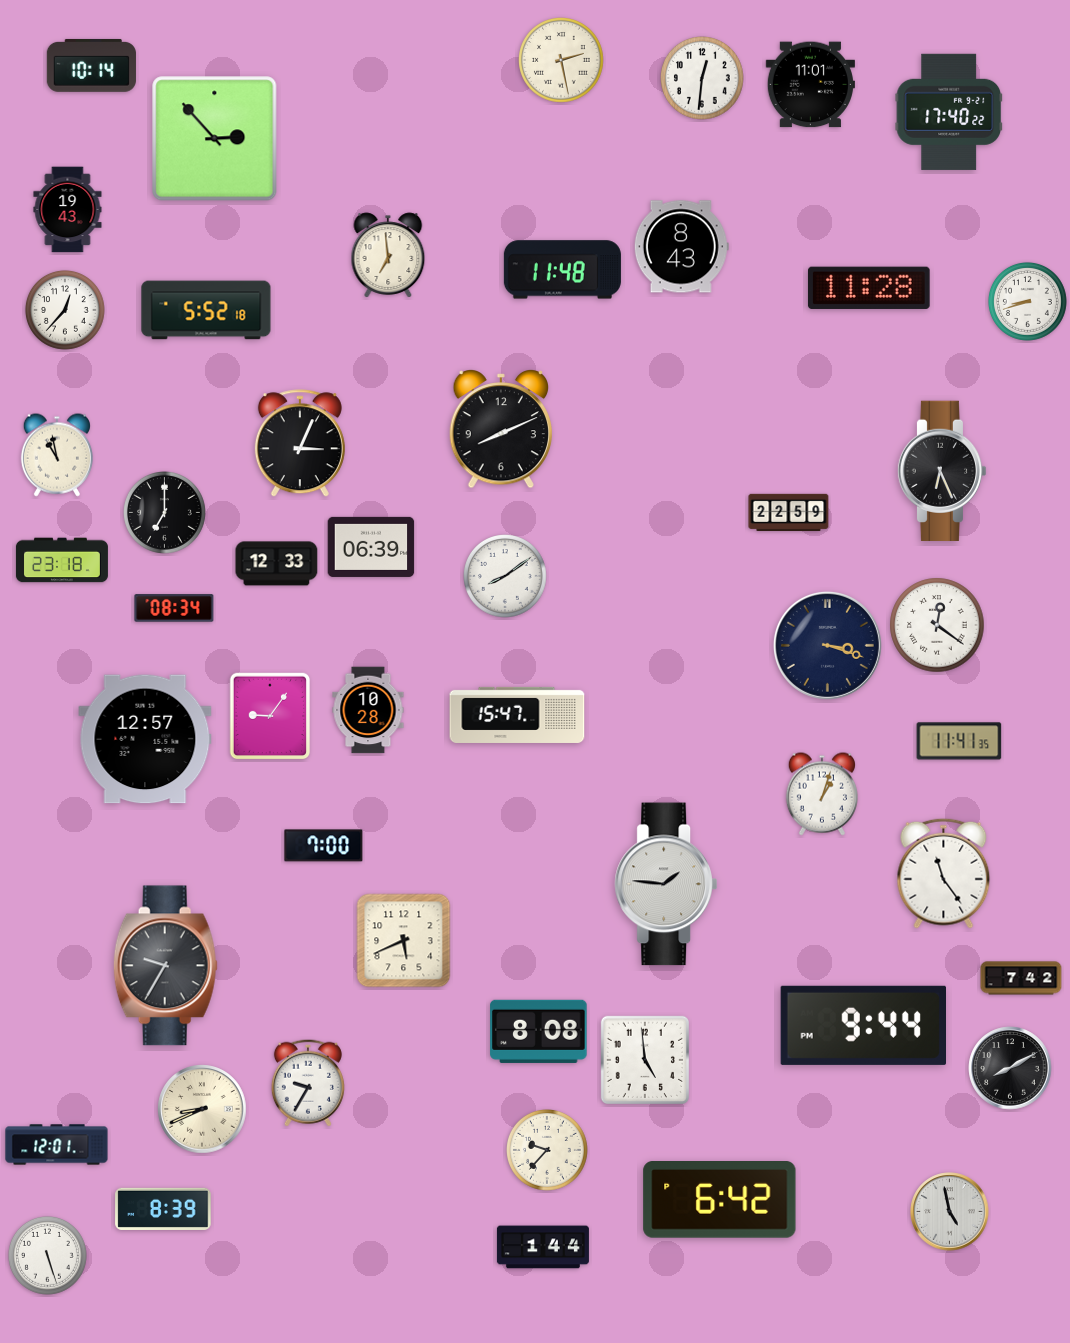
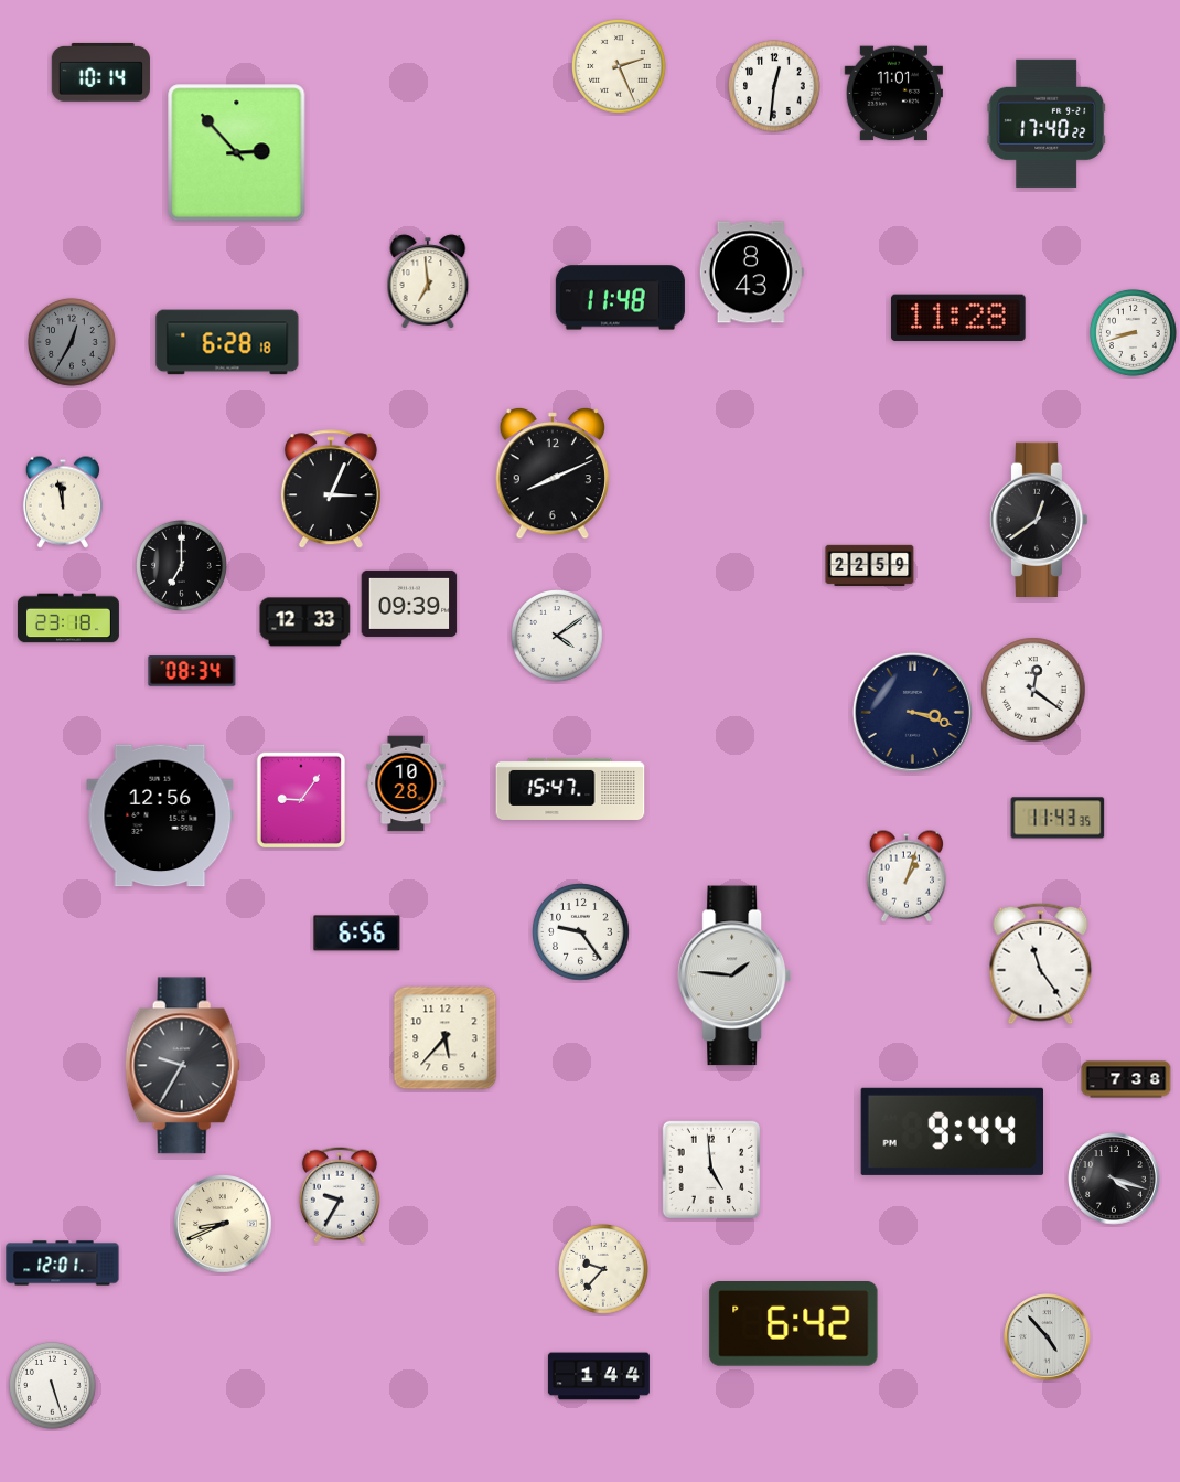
clock at (562, 61): 2:28 -> 2:26
clock at (68, 210): 19:43 -> none
clock at (65, 310): 12:37 -> 12:35
clock at (65, 310) dial: white -> grey
clock at (206, 310): 5:52 -> 6:28
clock at (57, 455): 10:58 -> 11:58
clock at (942, 470): 6:26 -> 12:39
clock at (371, 547): 06:39 -> 09:39
clock at (506, 577): 8:09 -> 4:09
clock at (270, 716) position: (270, 716) -> (301, 800)
clock at (145, 739): 12:57 -> 12:56
clock at (959, 741): 11:41 -> 11:43
clock at (581, 932): none -> 9:24
clock at (324, 846): 7:00 -> 6:56
clock at (404, 941): 5:41 -> 5:37
clock at (1021, 978): 7:42 -> 7:38
clock at (539, 1031): 8:08 -> none
clock at (1010, 1068): 8:10 -> 4:18
clock at (163, 1209): 8:39 -> none
clock at (950, 1212): 4:58 -> 4:53
